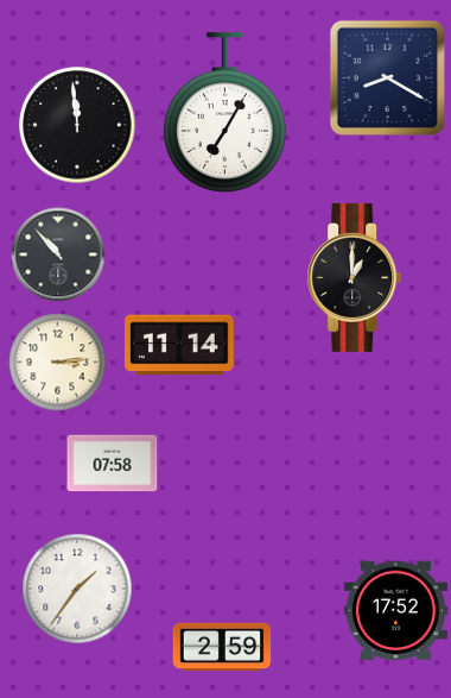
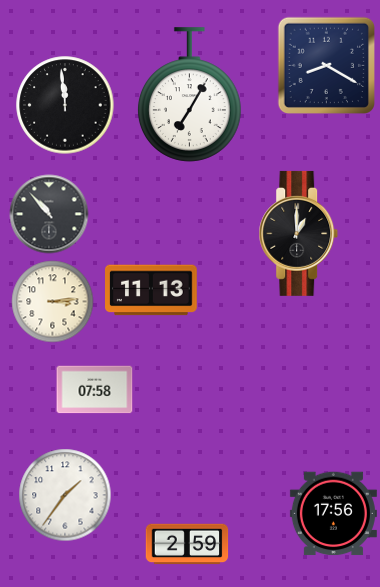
clock at (180, 345): 11:14 -> 11:13
clock at (58, 363) position: (58, 363) -> (53, 302)
clock at (395, 611): 17:52 -> 17:56
